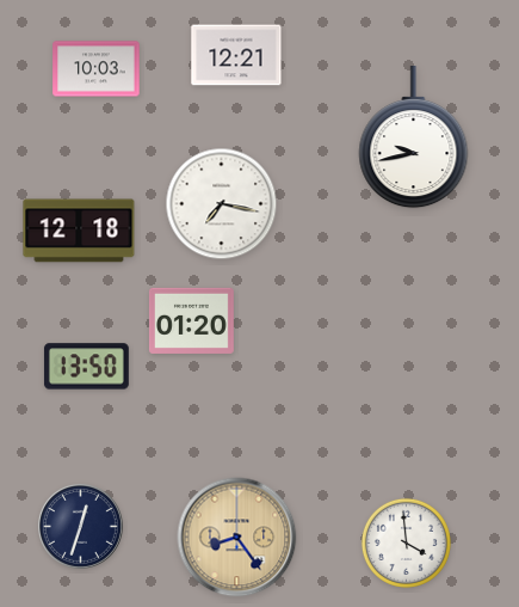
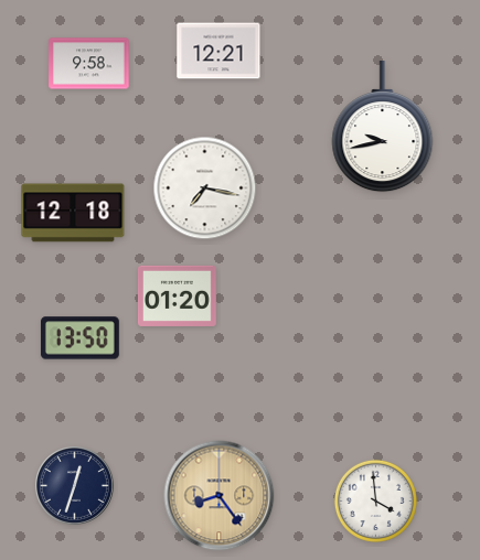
clock at (97, 69): 10:03 -> 9:58
